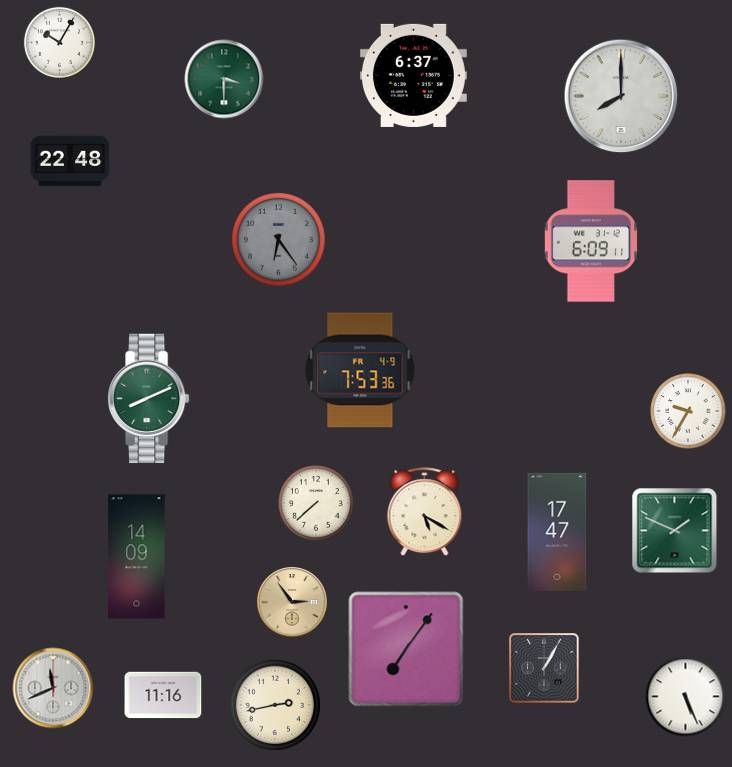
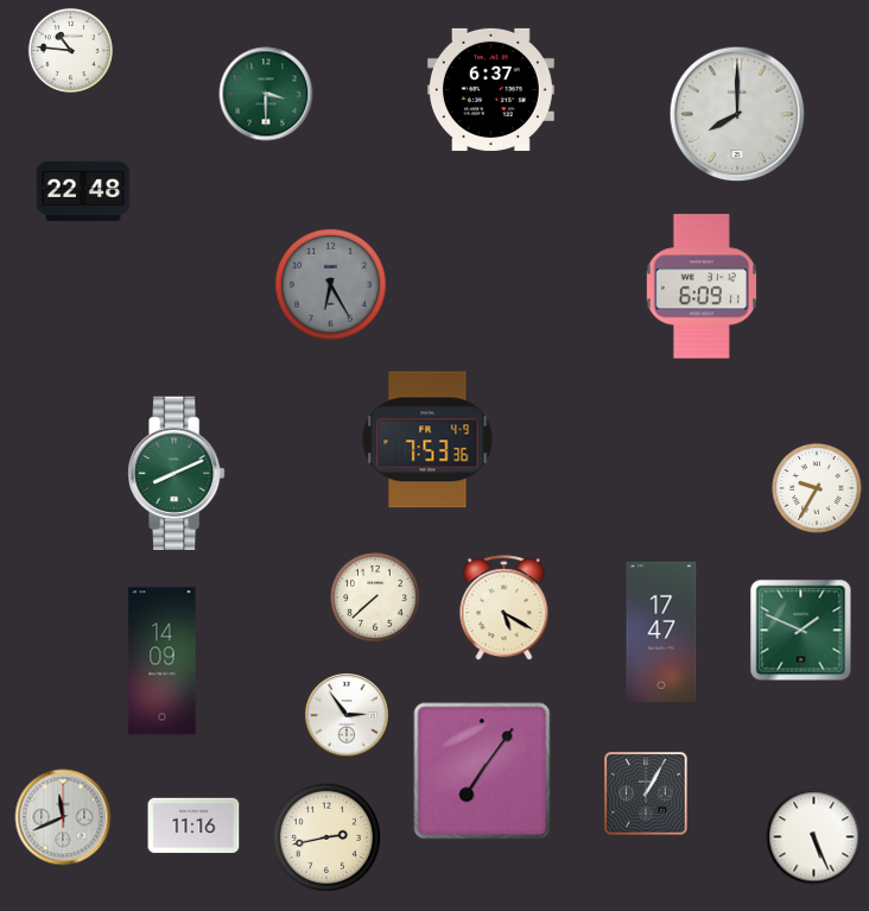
clock at (59, 42): 10:05 -> 10:46
clock at (278, 239): 6:24 -> 6:25
clock at (292, 602) dial: champagne -> white
clock at (686, 697) position: (686, 697) -> (814, 837)
